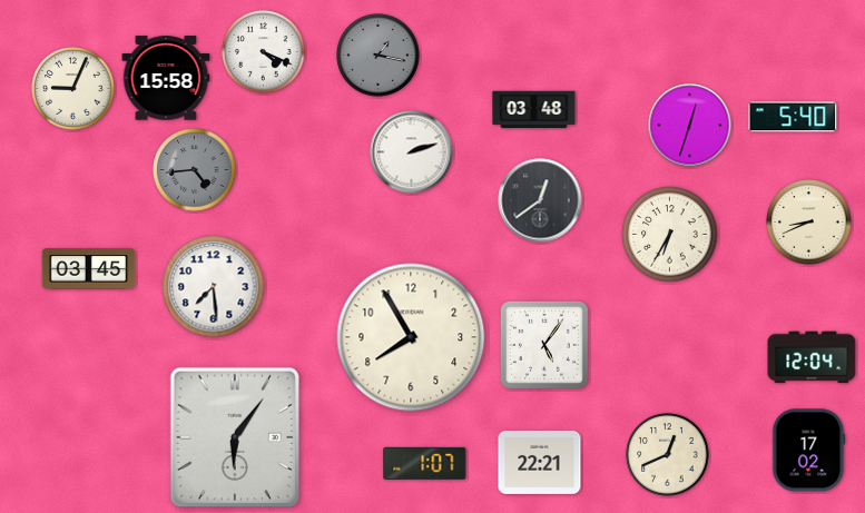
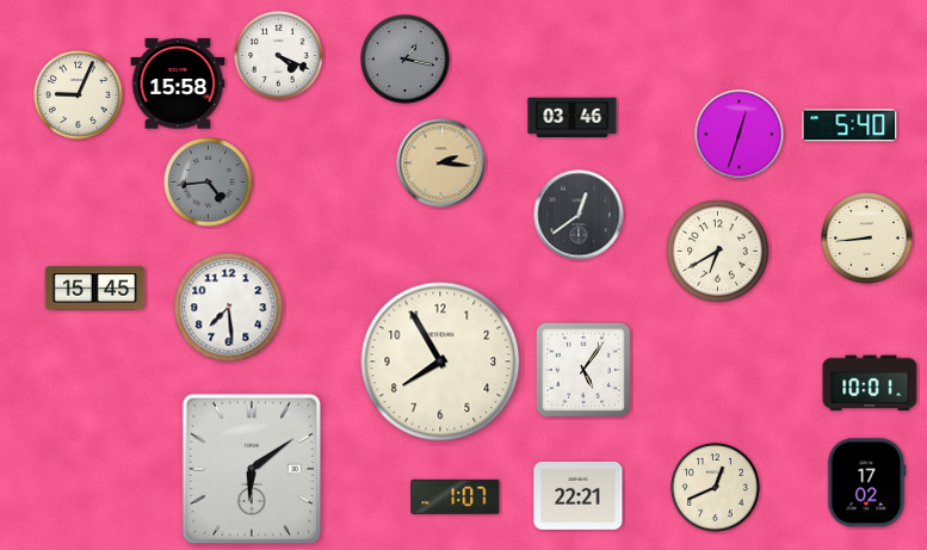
clock at (264, 52) position: (264, 52) -> (279, 56)
clock at (534, 110): 03:48 -> 03:46
clock at (412, 152): 2:12 -> 2:16
clock at (412, 152) dial: white -> champagne
clock at (809, 223): 8:41 -> 8:44
clock at (670, 235): 6:35 -> 6:40
clock at (89, 269): 03:45 -> 15:45
clock at (812, 357): 12:04 -> 10:01
clock at (235, 437): 6:06 -> 6:09
